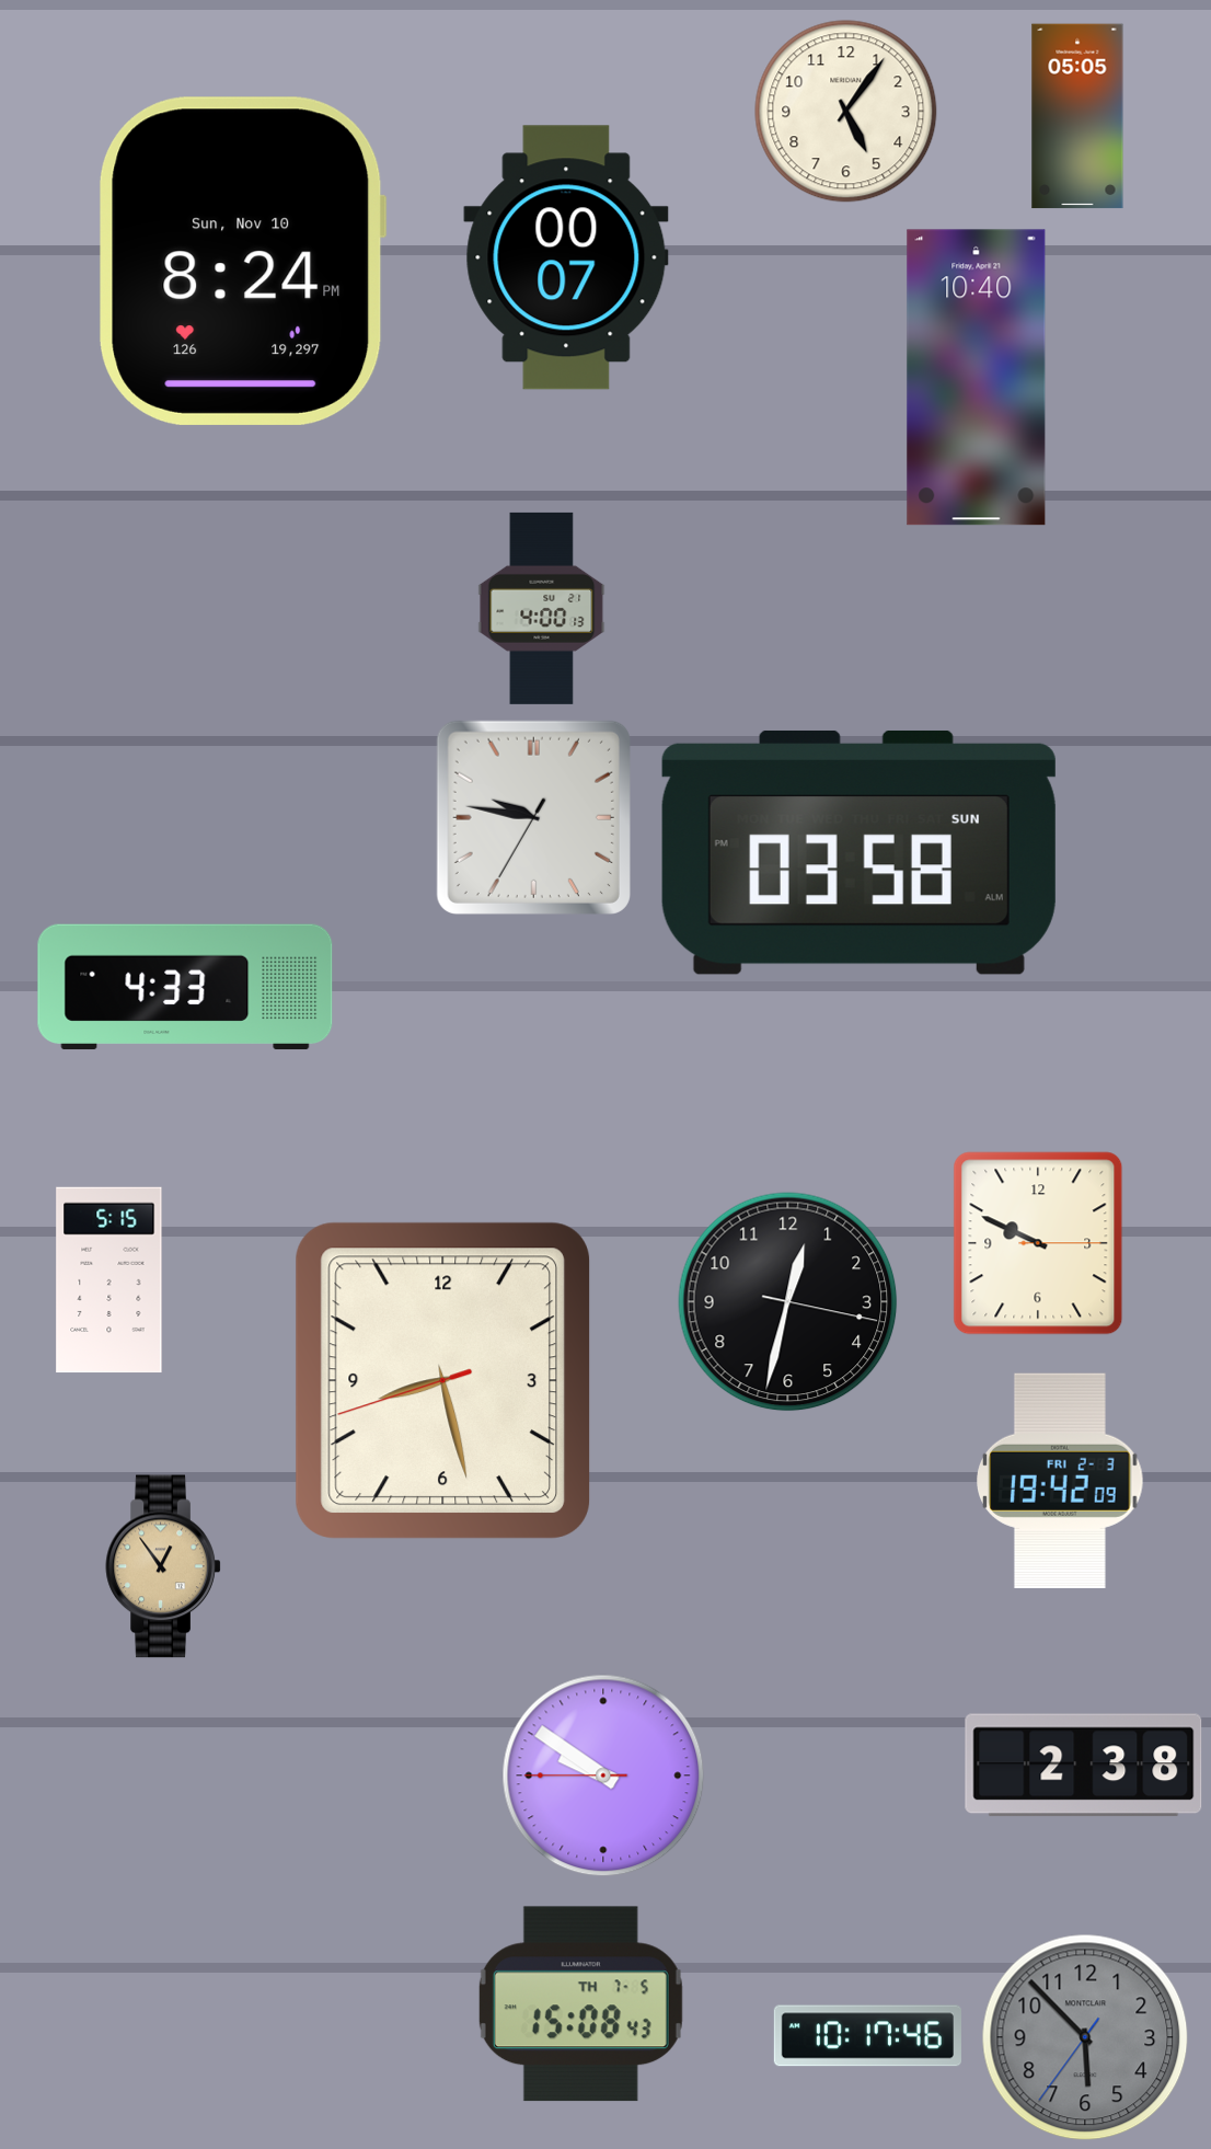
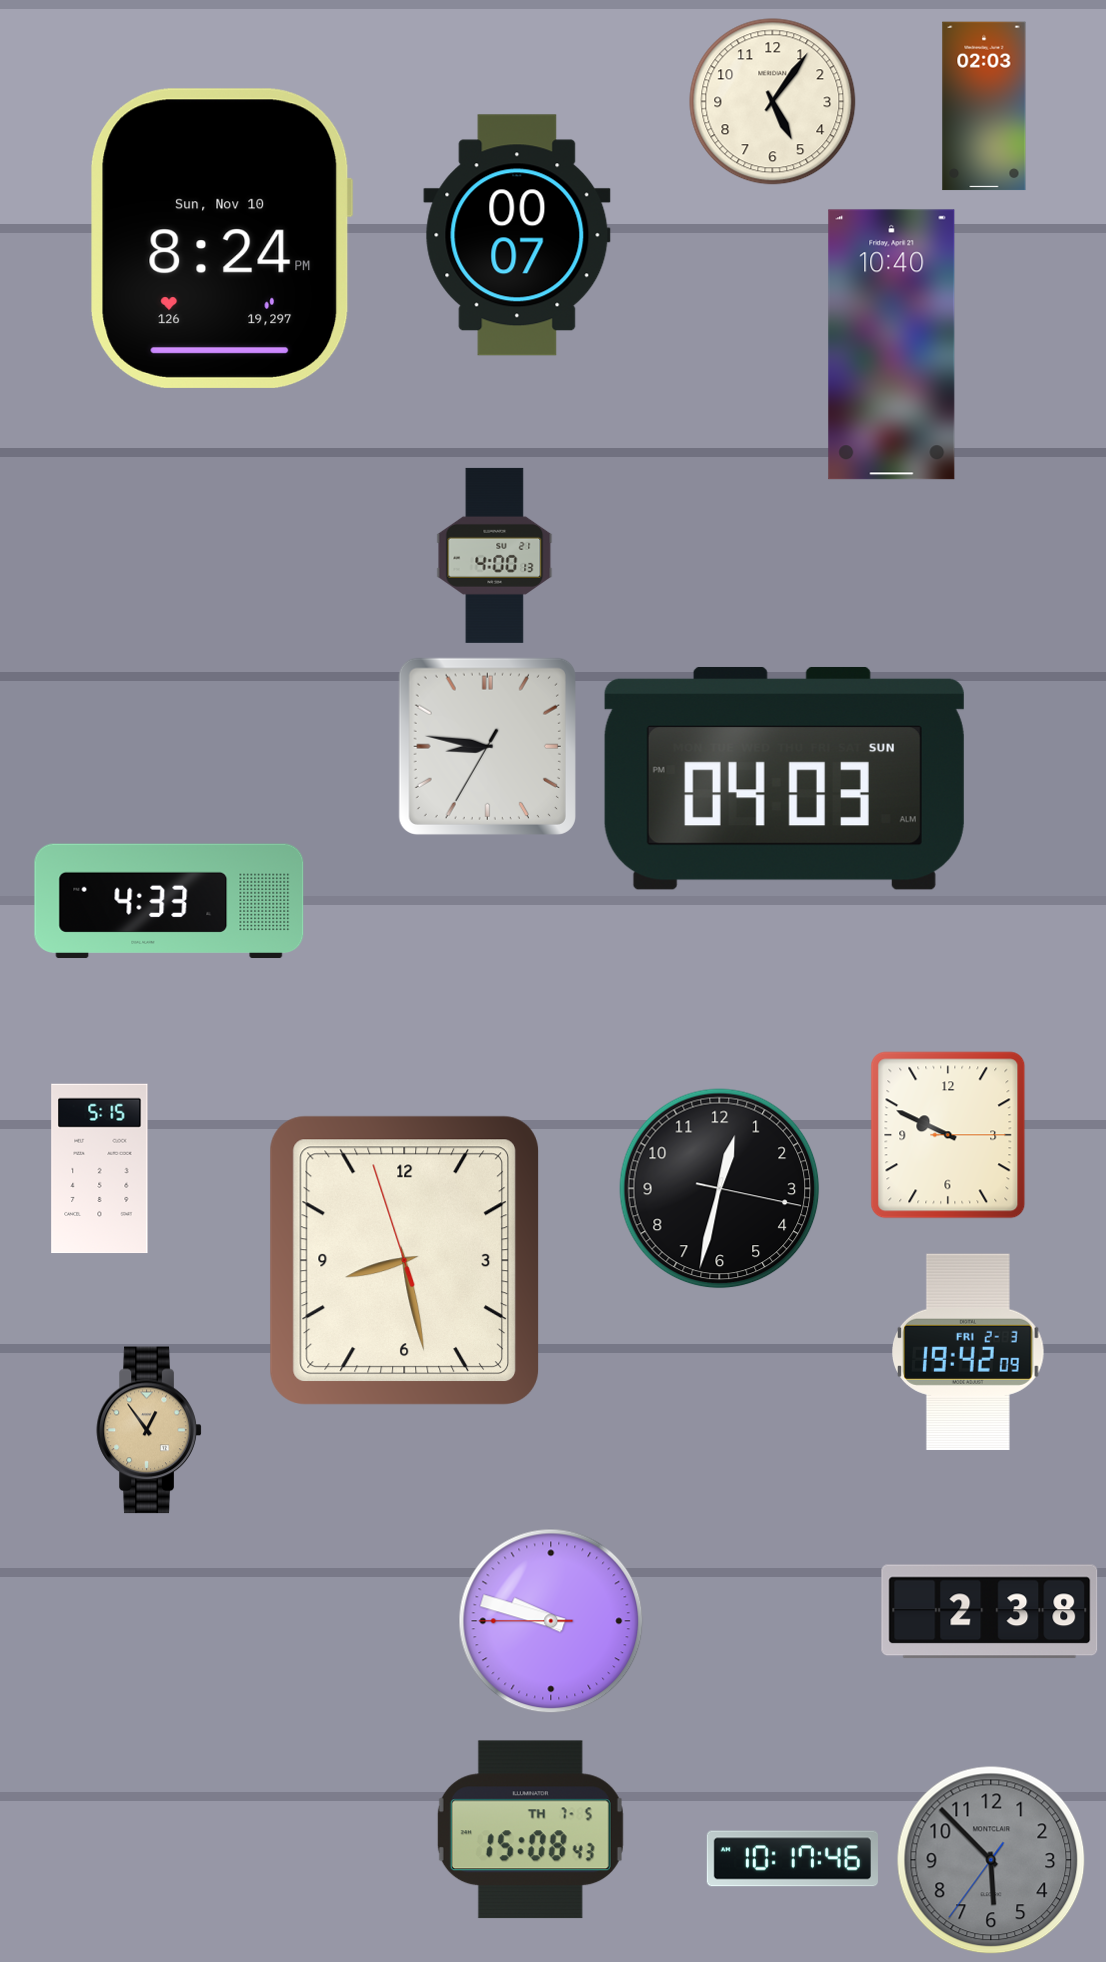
clock at (1077, 116): 05:05 -> 02:03
clock at (533, 817): 9:46 -> 8:46
clock at (858, 852): 03:58 -> 04:03
clock at (442, 1380): 8:27:42 -> 8:27:57
clock at (603, 1775): 9:50 -> 9:47
